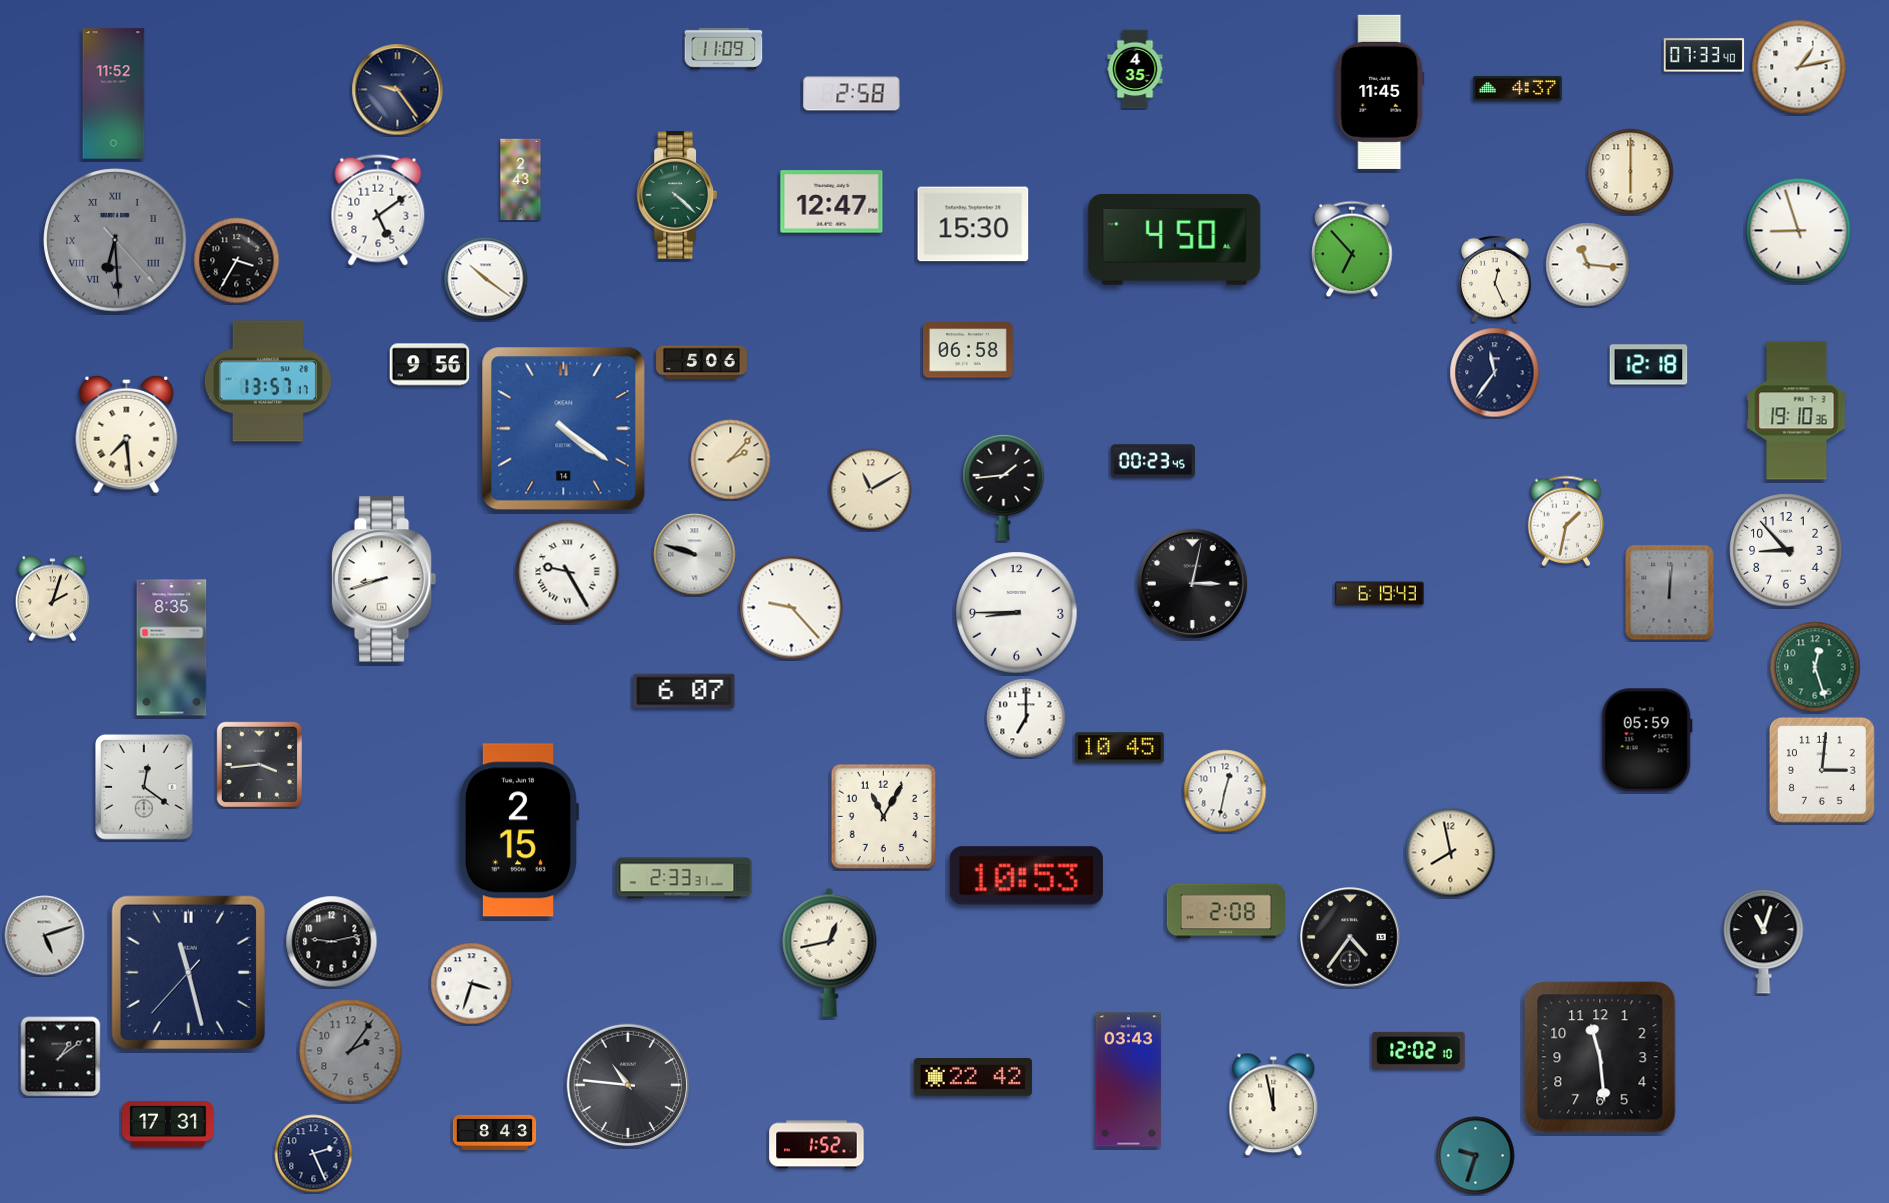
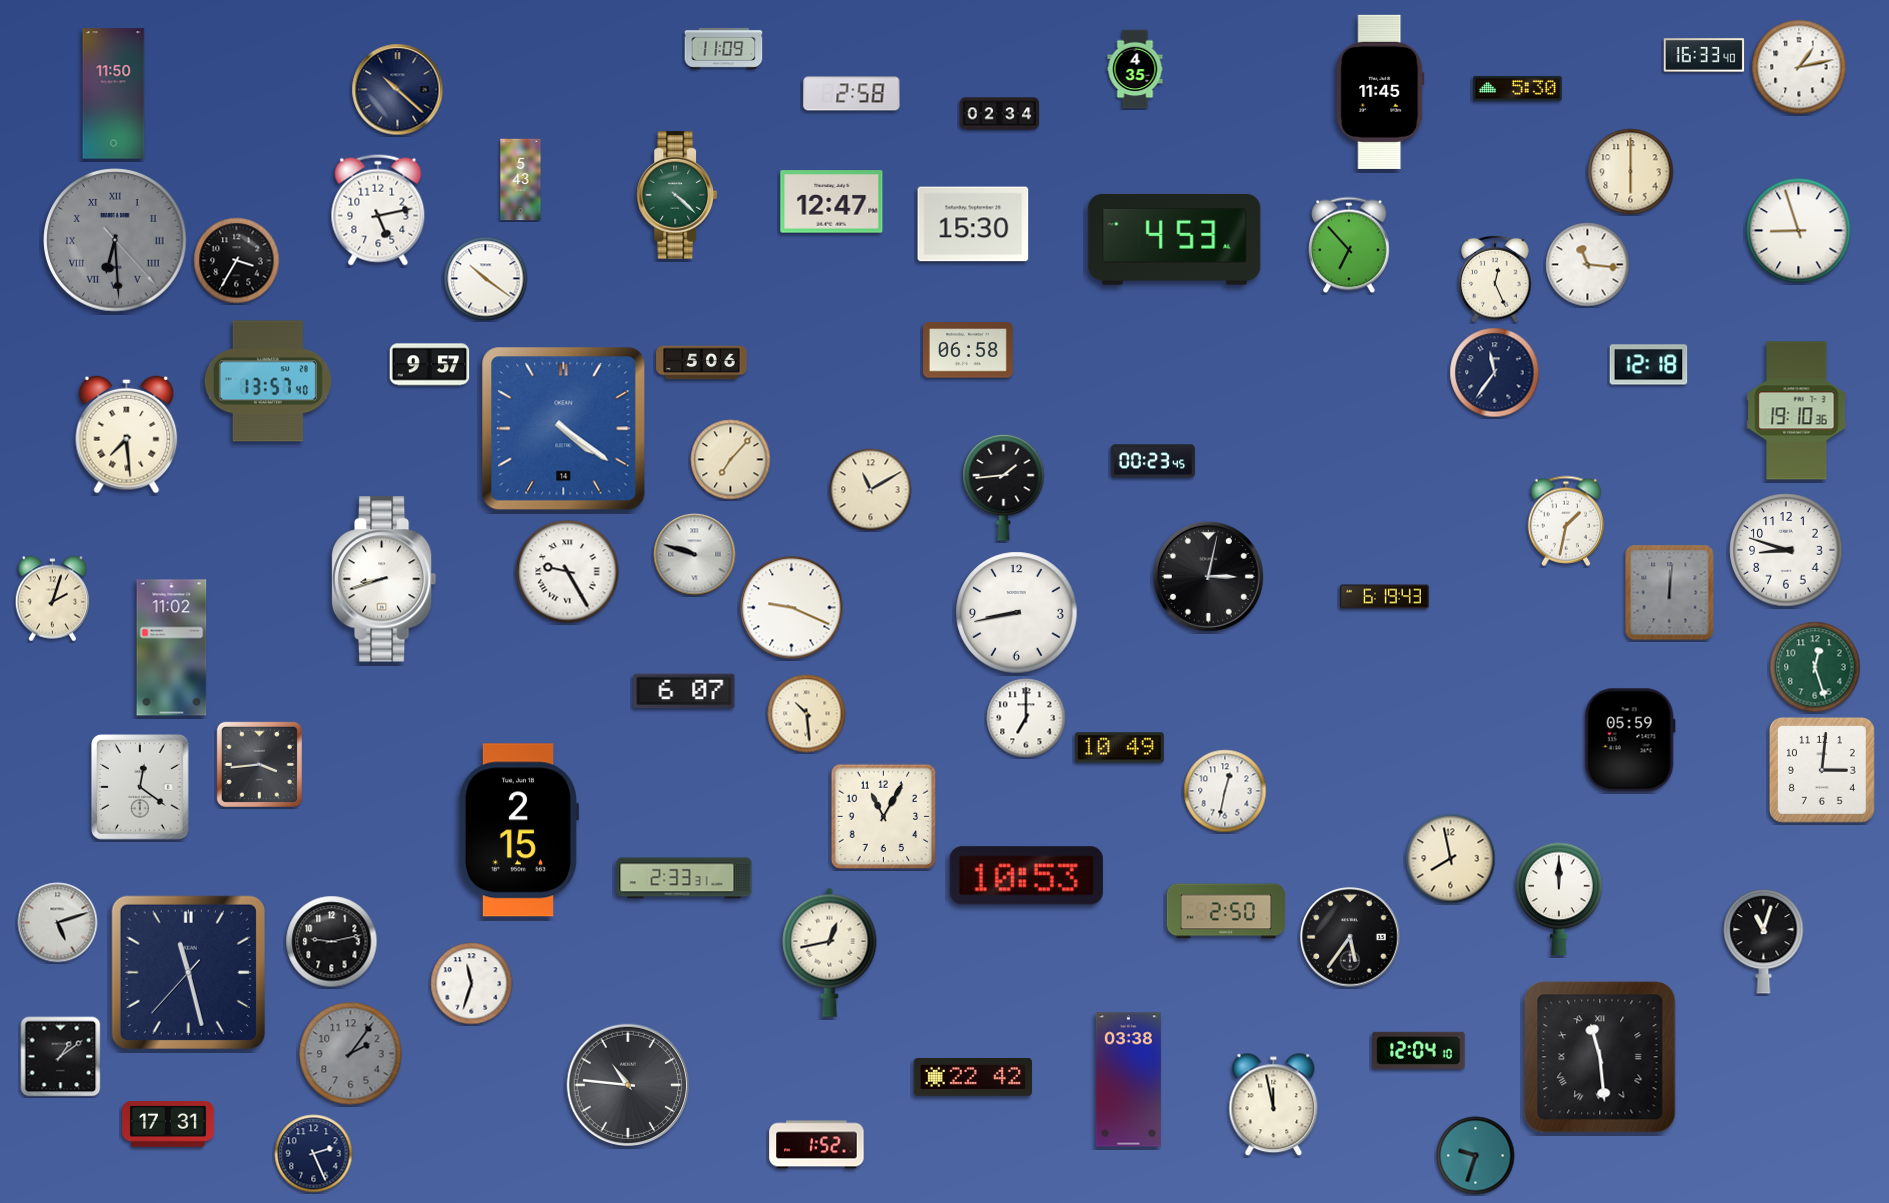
clock at (1704, 55): 07:33 -> 16:33
clock at (1517, 88): 4:37 -> 5:30
clock at (398, 90): 9:24 -> 10:22
clock at (114, 94): 11:52 -> 11:50
clock at (1000, 114): none -> 02:34
clock at (521, 180): 2:43 -> 5:43
clock at (378, 210): 5:09 -> 5:13
clock at (1175, 239): 4:50 -> 4:53
clock at (1353, 249) position: (1353, 249) -> (1350, 245)
clock at (430, 365): 9:56 -> 9:57
clock at (268, 381): 13:57:17 -> 13:57:40
clock at (731, 460): 2:07 -> 7:07
clock at (1786, 550): 8:53 -> 8:48
clock at (1192, 583) position: (1192, 583) -> (1208, 576)
clock at (1379, 594) position: (1379, 594) -> (1384, 597)
clock at (792, 608): 9:23 -> 9:19
clock at (1017, 613): 8:45 -> 8:43
clock at (172, 648): 8:35 -> 11:02
clock at (807, 714): none -> 10:29
clock at (1647, 740) position: (1647, 740) -> (1630, 740)
clock at (1119, 748): 10:45 -> 10:49
clock at (145, 788) position: (145, 788) -> (141, 788)
clock at (1451, 853) position: (1451, 853) -> (1451, 859)
clock at (1559, 899): none -> 12:00
clock at (1225, 911): 2:08 -> 2:50
clock at (45, 936) position: (45, 936) -> (58, 923)
clock at (1350, 937): 4:36 -> 5:36
clock at (472, 984): 3:33 -> 11:33
clock at (1419, 1050): 12:02 -> 12:04
clock at (351, 1051) position: (351, 1051) -> (351, 1054)
clock at (1600, 1057) numerals: Arabic -> Roman
clock at (1128, 1080): 03:43 -> 03:38
clock at (495, 1132): 8:43 -> none
